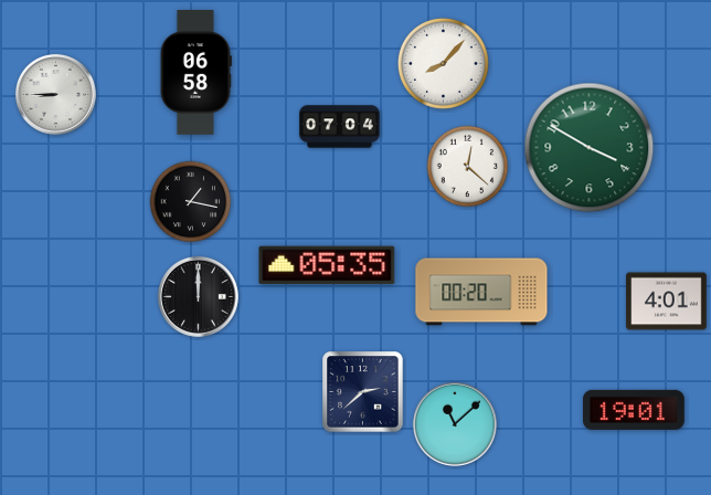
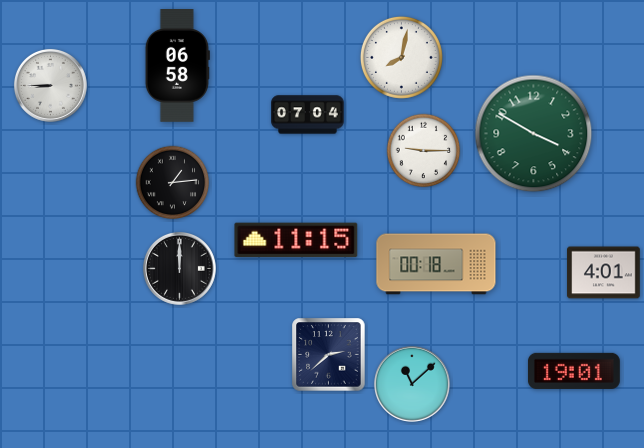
clock at (443, 63): 8:07 -> 8:02
clock at (468, 167): 12:22 -> 9:15
clock at (191, 202): 1:17 -> 1:14
clock at (327, 265): 05:35 -> 11:15
clock at (481, 292): 00:20 -> 00:18
